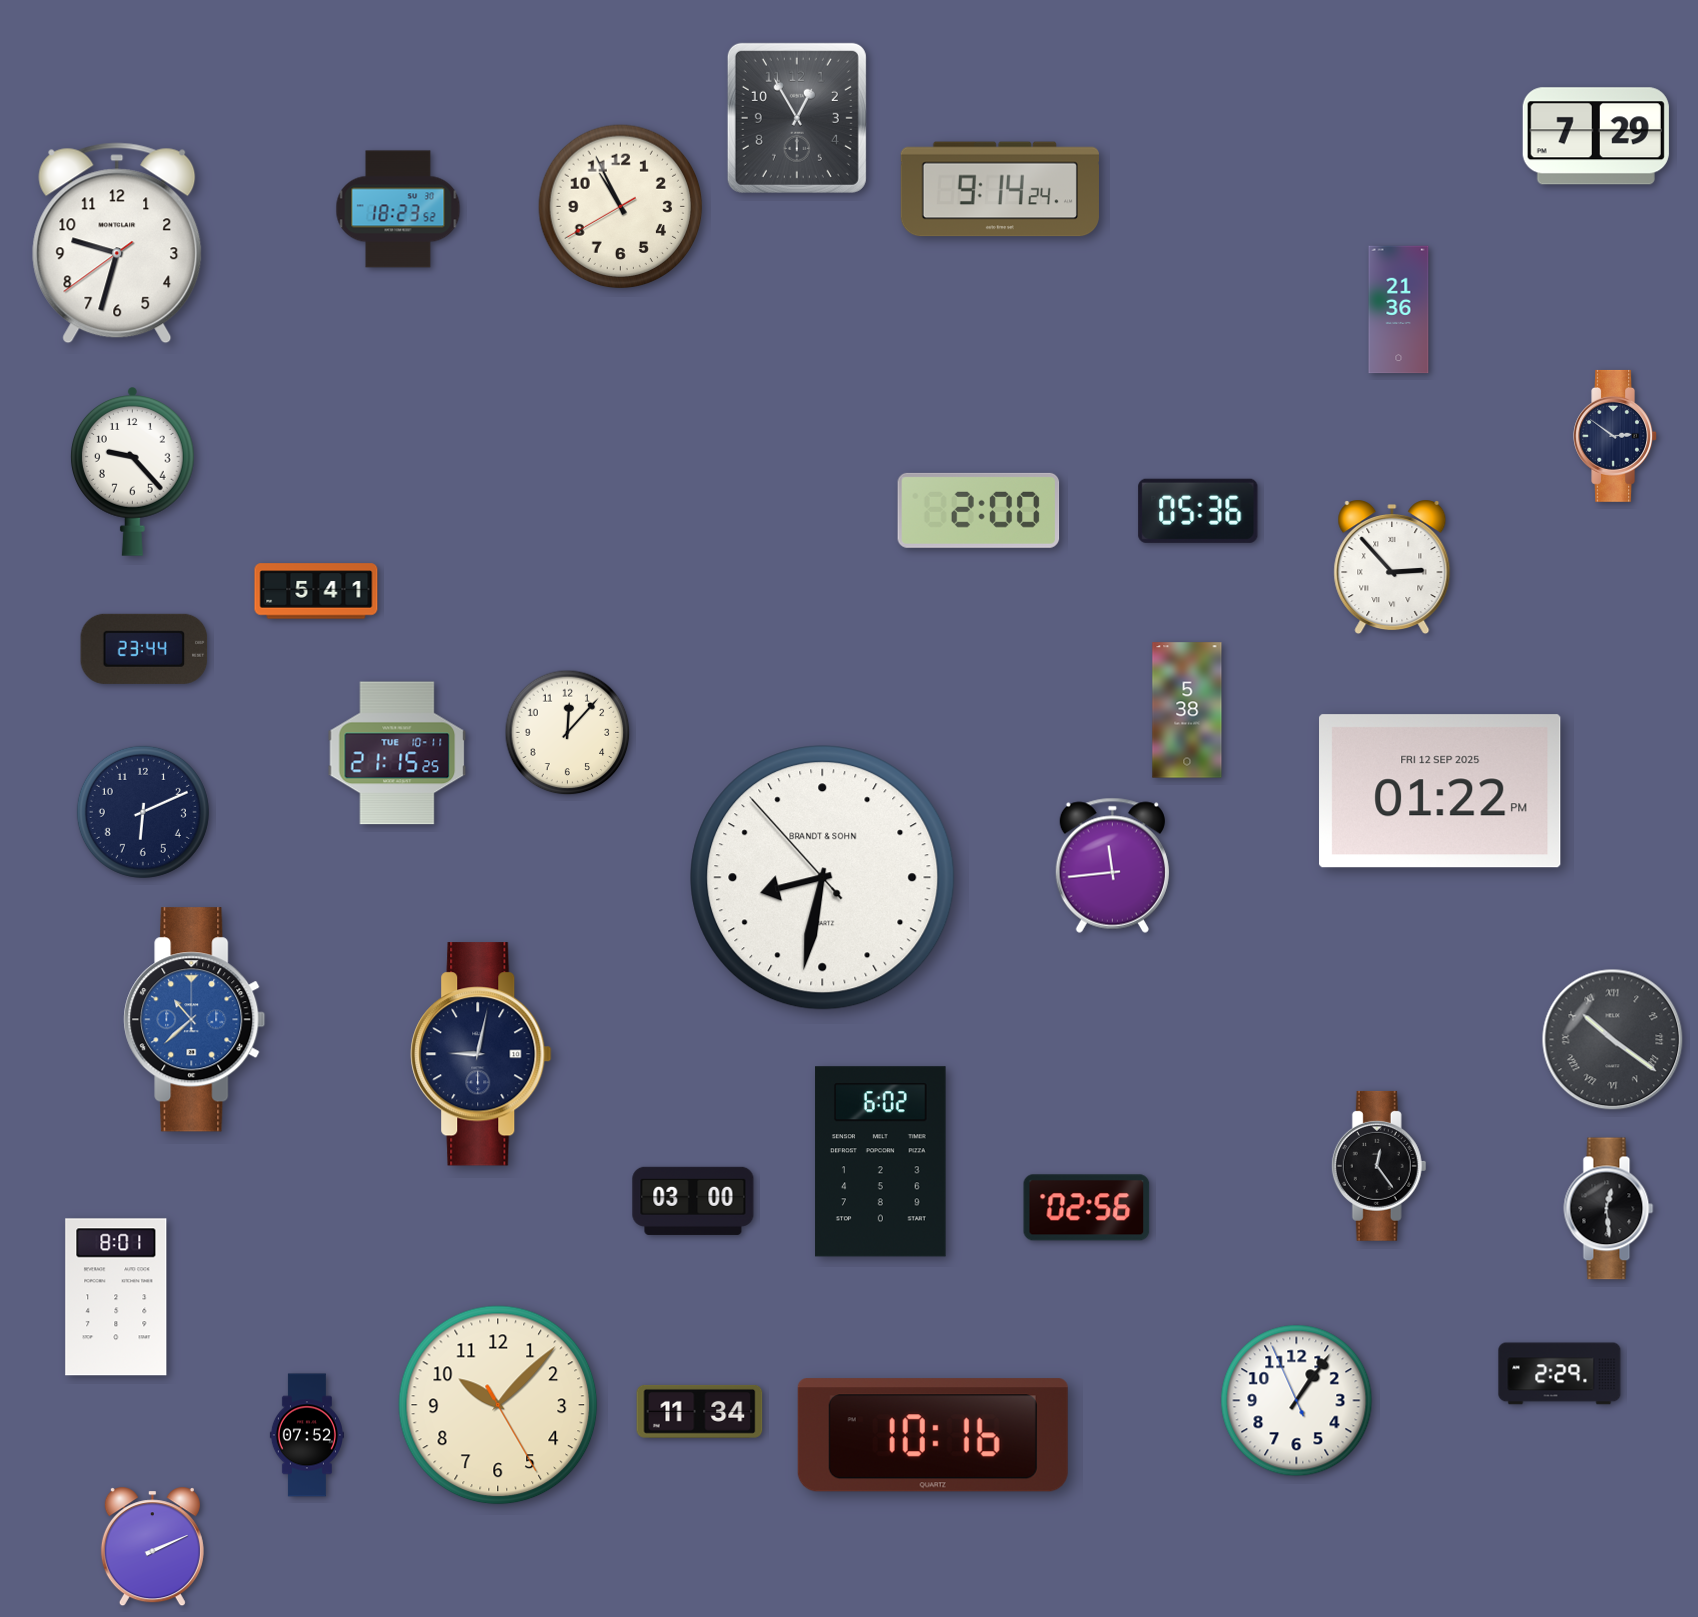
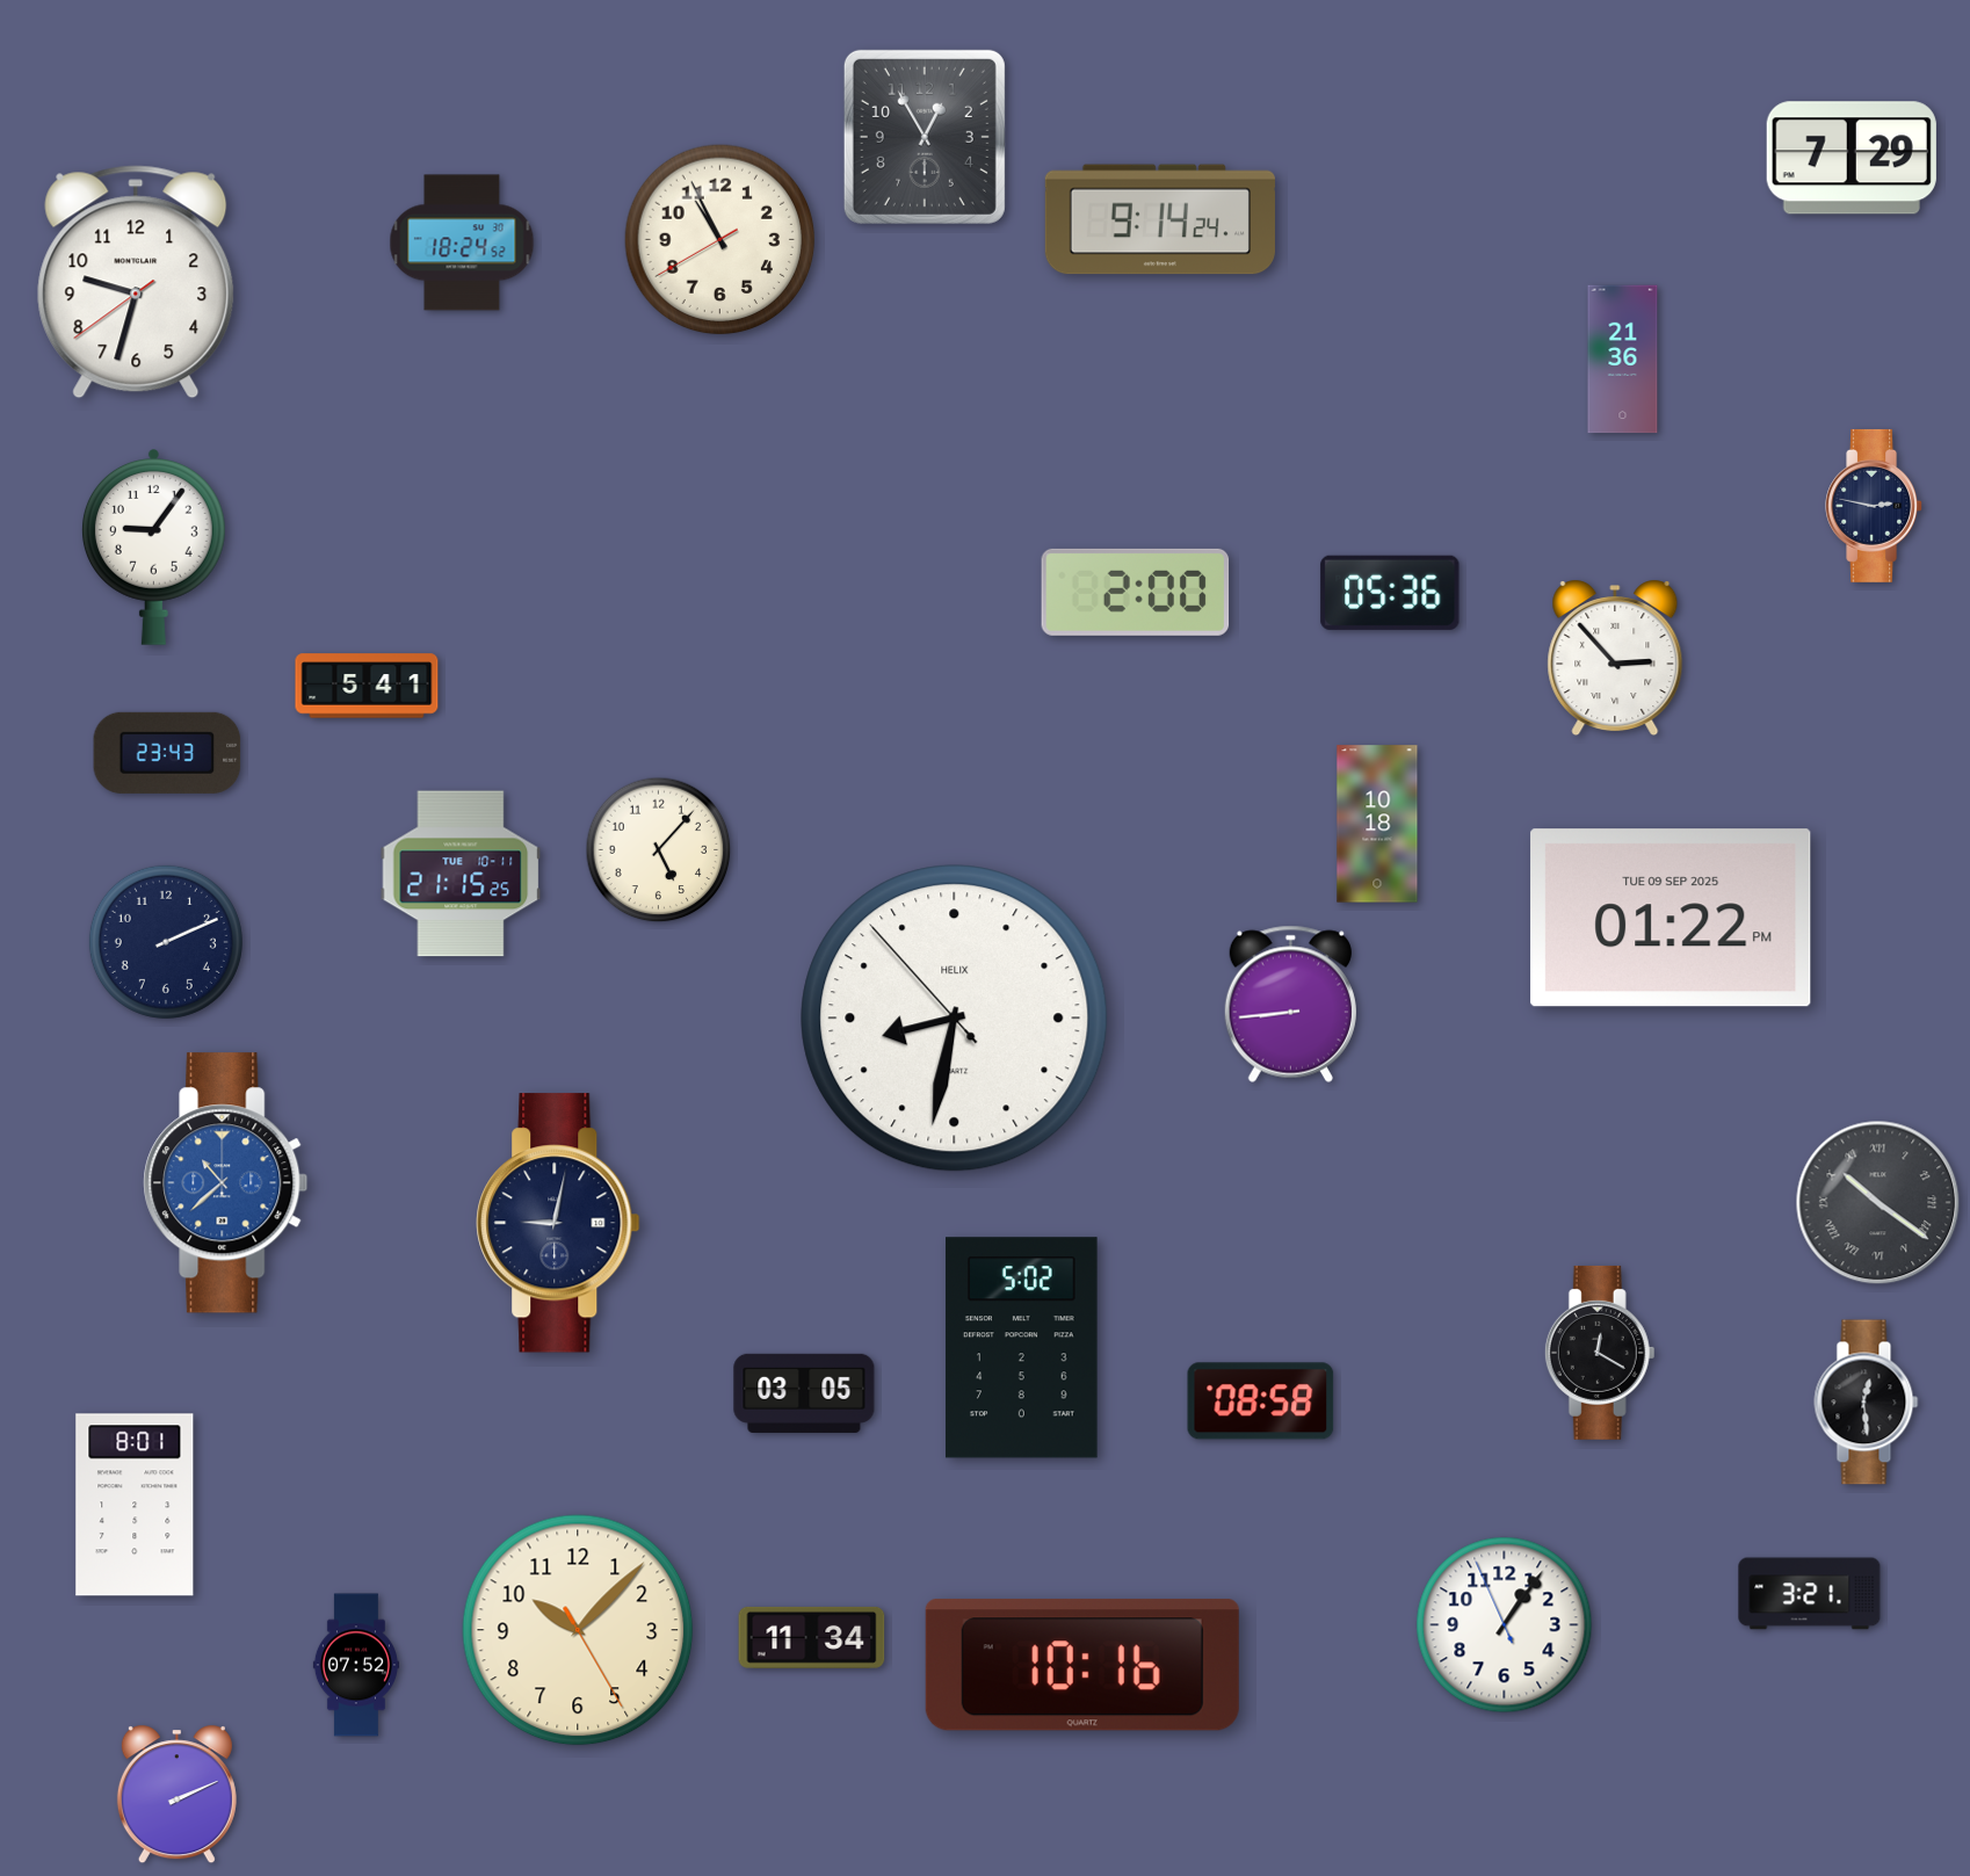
clock at (398, 209): 18:23 -> 18:24
clock at (1616, 436): 2:51 -> 2:47
clock at (132, 472): 9:23 -> 9:06
clock at (144, 649): 23:44 -> 23:43
clock at (1187, 710): 5:38 -> 10:18
clock at (568, 733): 12:07 -> 5:07
clock at (1440, 791) date: FRI 12 SEP 2025 -> TUE 09 SEP 2025
clock at (143, 812): 6:11 -> 2:11
clock at (1112, 865): 11:44 -> 8:44
clock at (823, 878) brand: BRANDT & SOHN -> HELIX
clock at (1613, 1040) position: (1613, 1040) -> (1878, 1203)
clock at (881, 1162): 6:02 -> 5:02
clock at (1379, 1166): 12:24 -> 12:20
clock at (693, 1201): 03:00 -> 03:05
clock at (1087, 1208): 02:56 -> 08:58
clock at (1560, 1374): 2:29 -> 3:21
